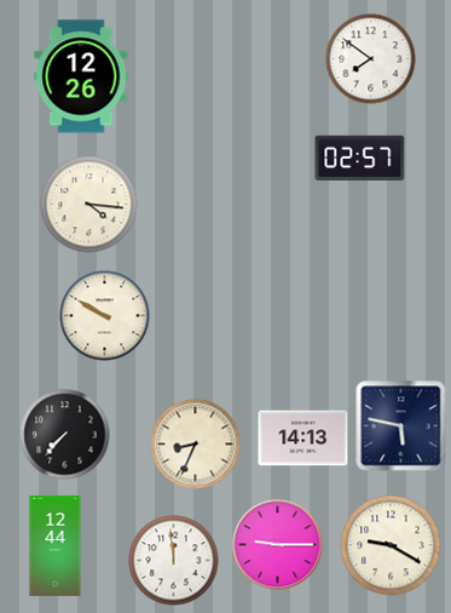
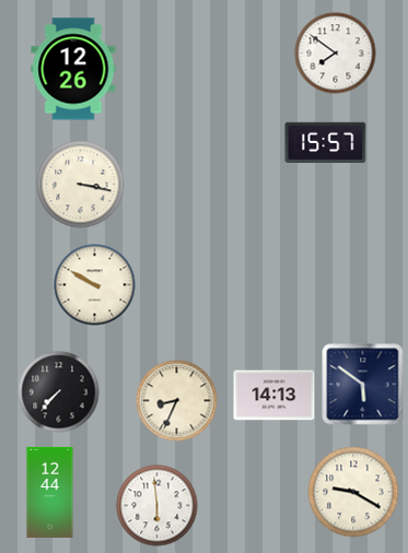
clock at (360, 157): 02:57 -> 15:57
clock at (89, 205): 4:16 -> 3:17
clock at (401, 426): 5:47 -> 5:51
clock at (278, 545): 9:15 -> none
clock at (174, 561): 11:59 -> 5:59
